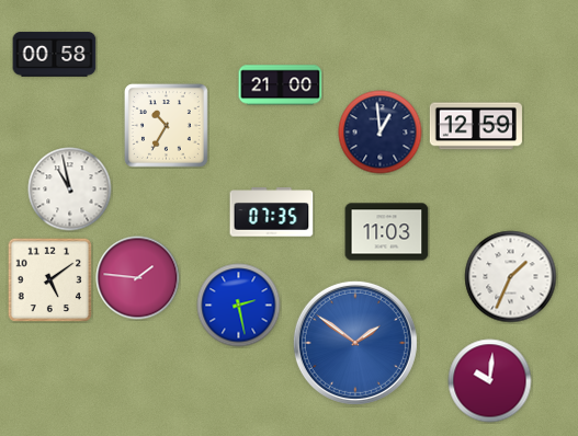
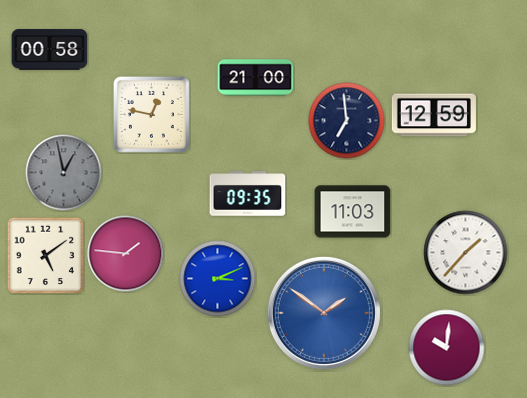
clock at (166, 125): 10:35 -> 12:47
clock at (381, 133): 12:59 -> 6:59
clock at (70, 190): 10:58 -> 12:58
clock at (70, 190) dial: white -> grey
clock at (272, 213): 07:35 -> 09:35
clock at (511, 277): 1:34 -> 1:37
clock at (239, 306): 2:28 -> 3:11
